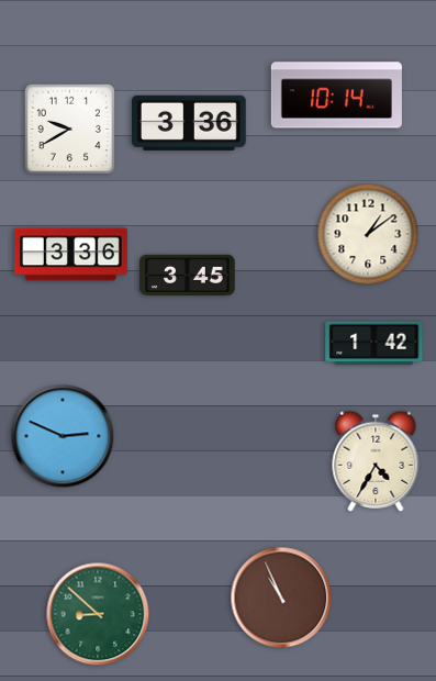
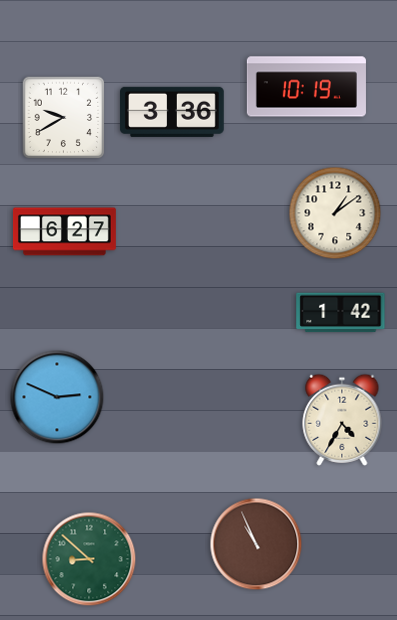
clock at (336, 96): 10:14 -> 10:19
clock at (70, 255): 3:36 -> 6:27
clock at (188, 276): 3:45 -> none
